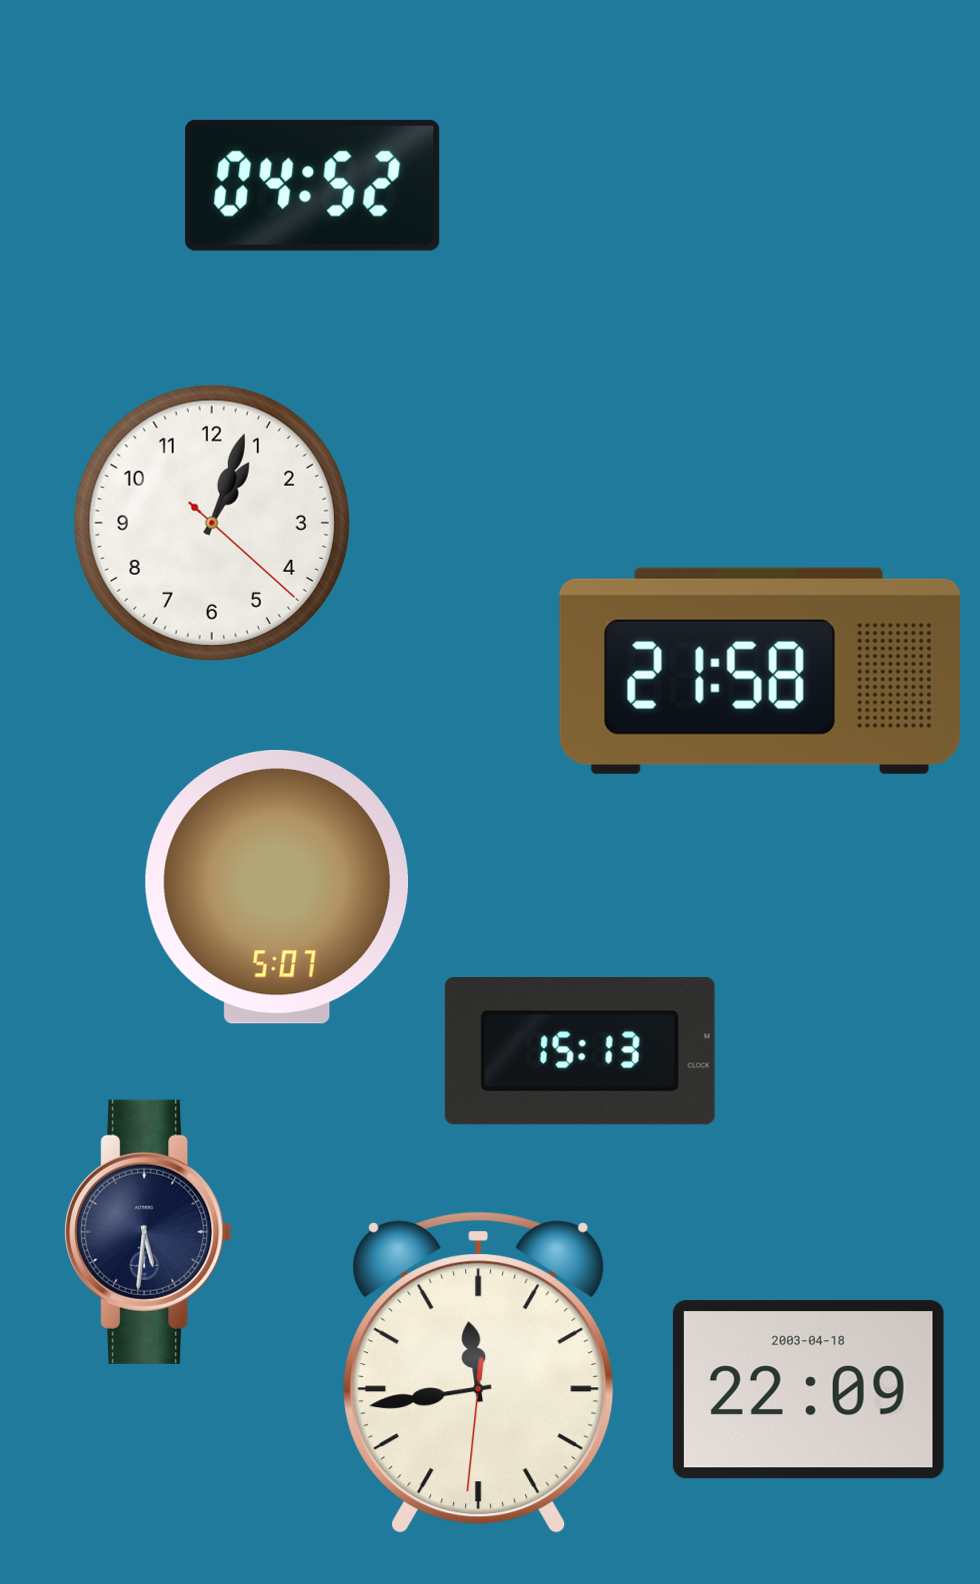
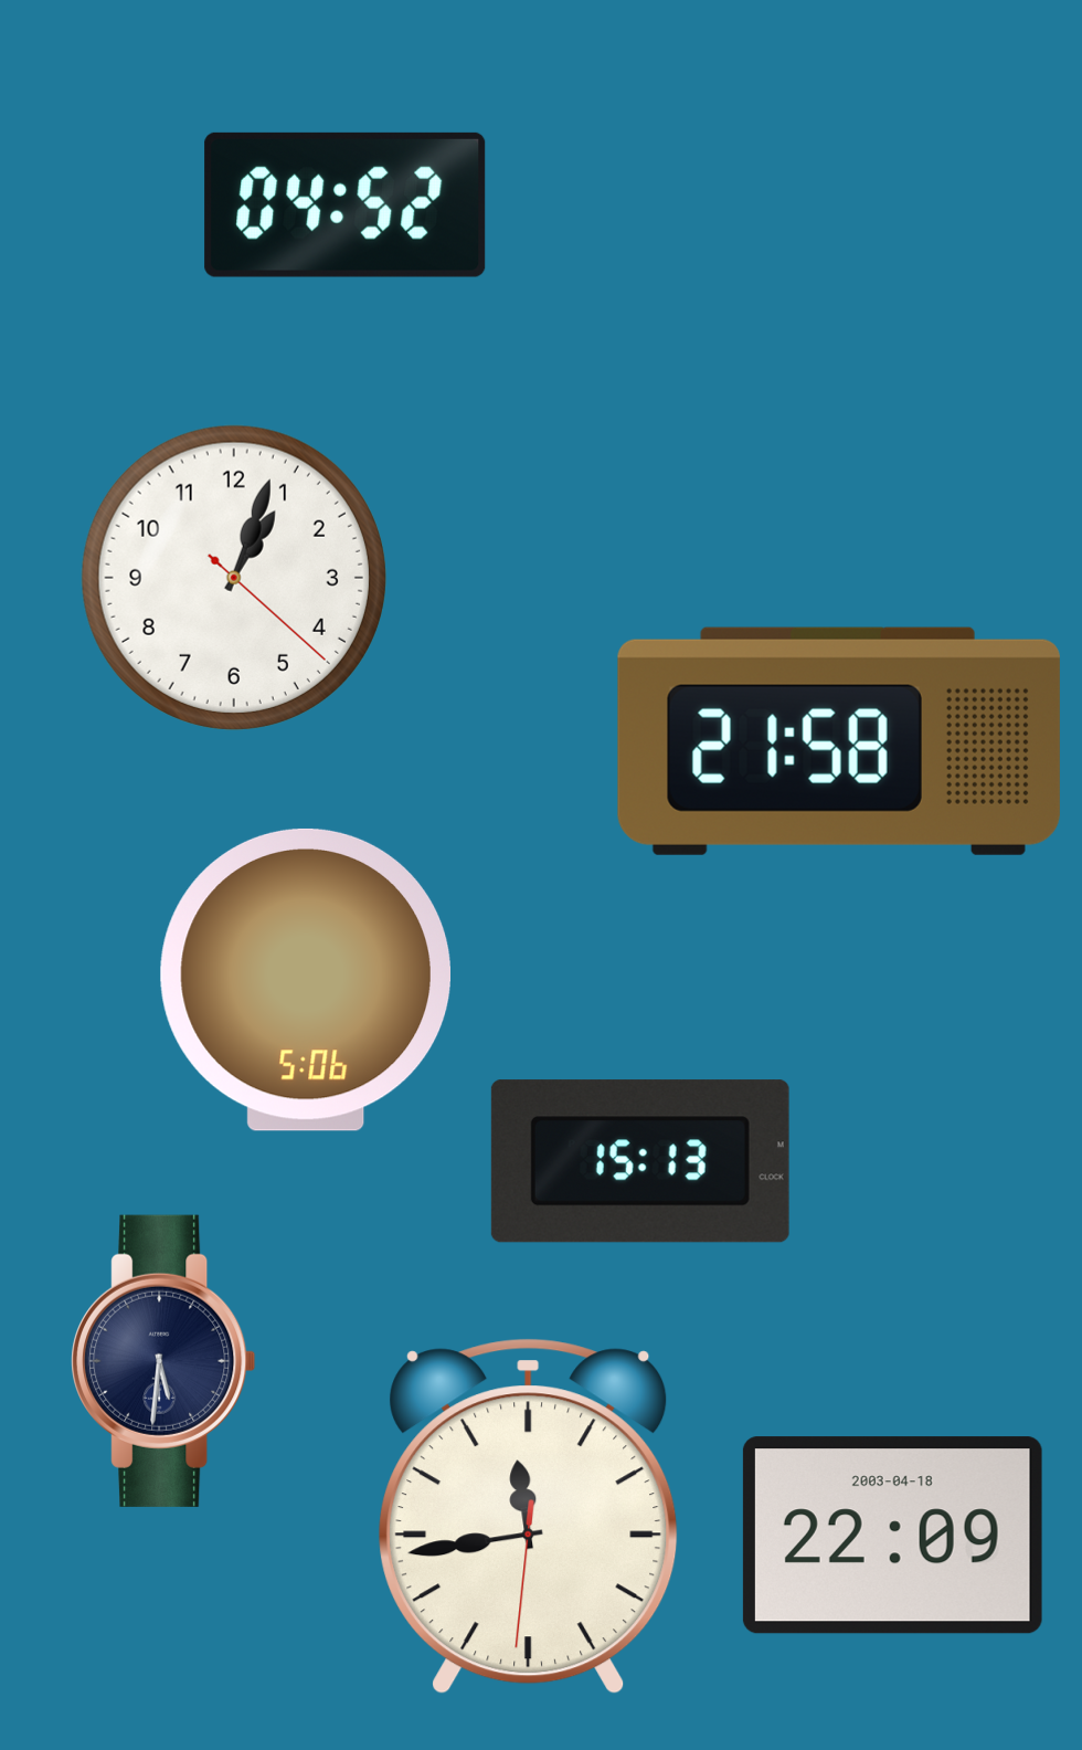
clock at (277, 887): 5:07 -> 5:06
